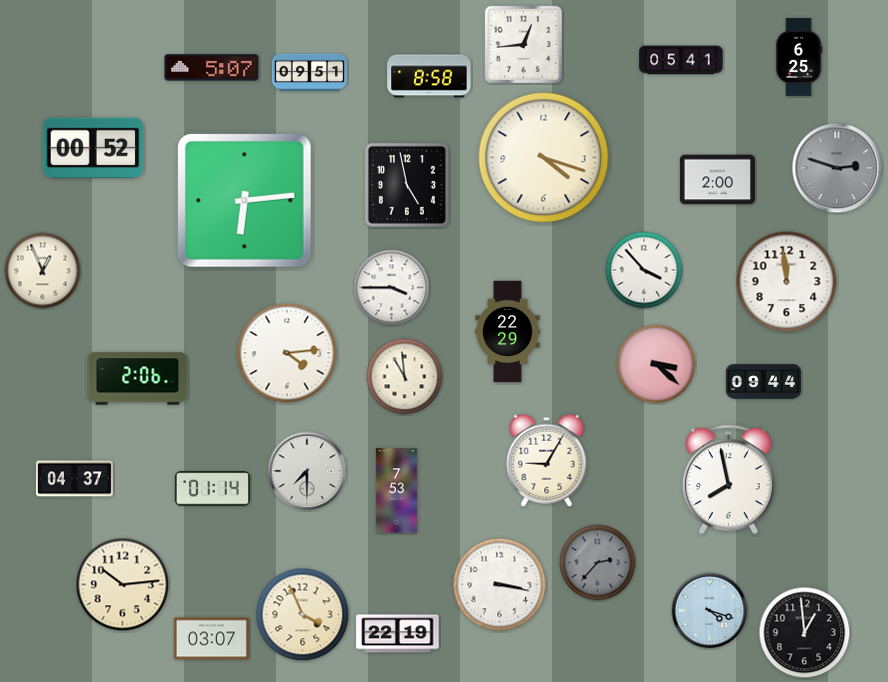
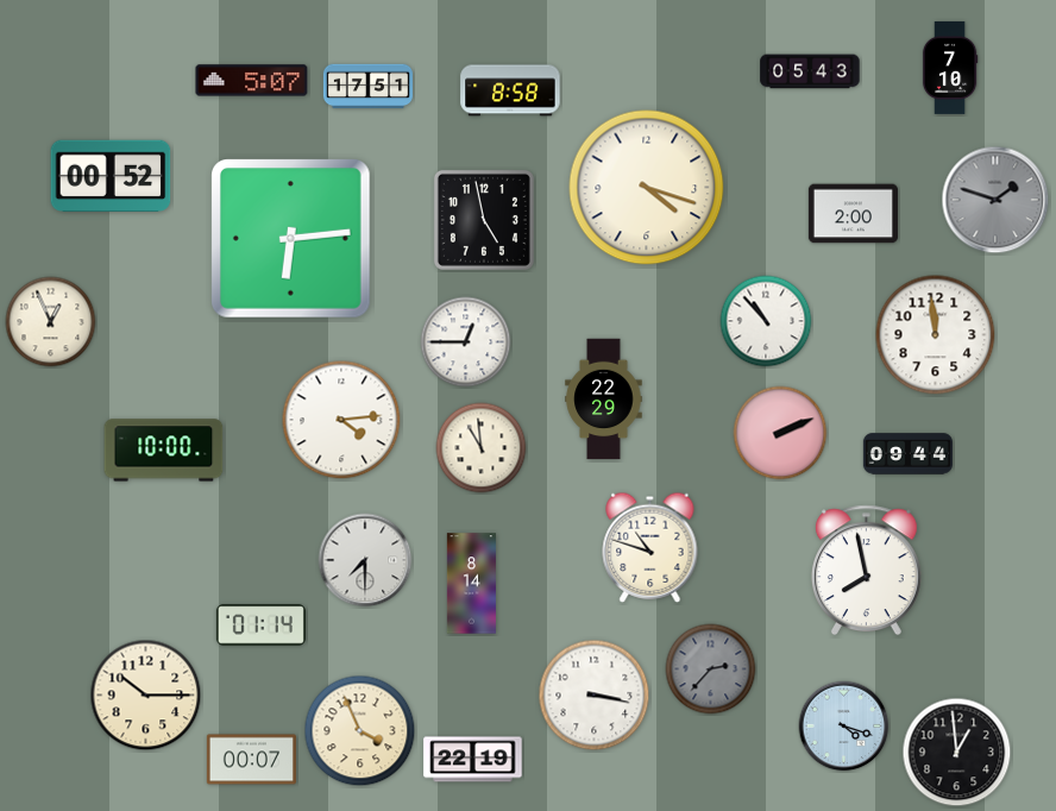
clock at (523, 44): 12:44 -> none
clock at (799, 57): 6:25 -> 7:10
clock at (681, 60): 05:41 -> 05:43
clock at (309, 73): 09:51 -> 17:51
clock at (837, 168): 2:48 -> 1:48
clock at (644, 270): 3:53 -> 10:53
clock at (392, 288): 3:45 -> 12:45
clock at (508, 332) position: (508, 332) -> (604, 400)
clock at (656, 364): 3:22 -> 2:11
clock at (138, 379): 2:06 -> 10:00
clock at (547, 460): 9:05 -> 10:48
clock at (74, 479): 04:37 -> none
clock at (212, 489) position: (212, 489) -> (260, 625)
clock at (396, 491): 7:53 -> 8:14
clock at (123, 585): 10:14 -> 10:15
clock at (398, 634) position: (398, 634) -> (473, 760)
clock at (211, 639): 03:07 -> 00:07
